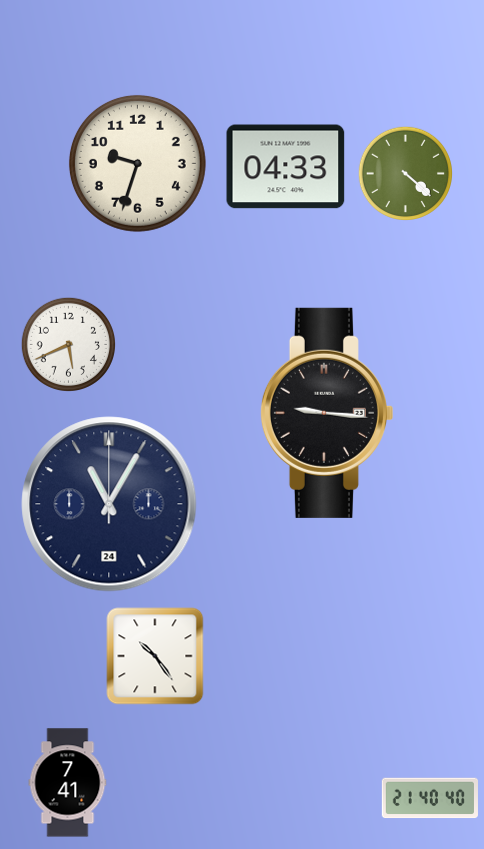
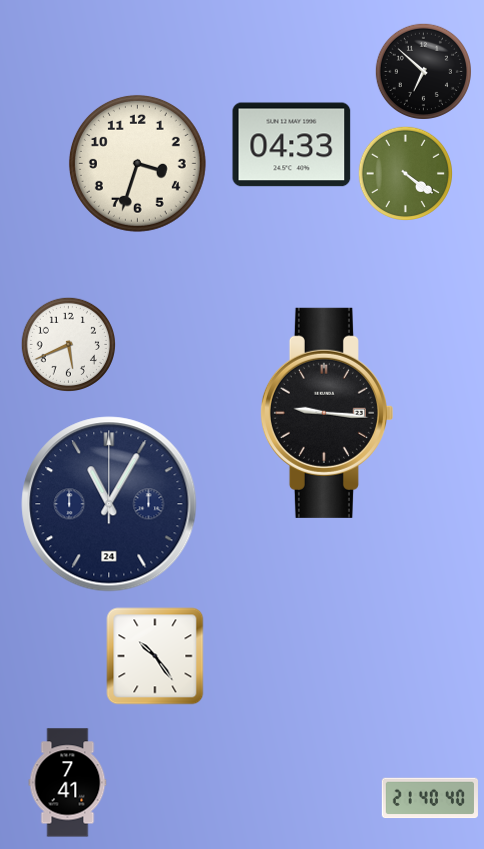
clock at (423, 71): none -> 6:52
clock at (137, 163): 9:33 -> 3:33
clock at (286, 167) position: (286, 167) -> (292, 145)
clock at (405, 173): 4:22 -> 4:21
